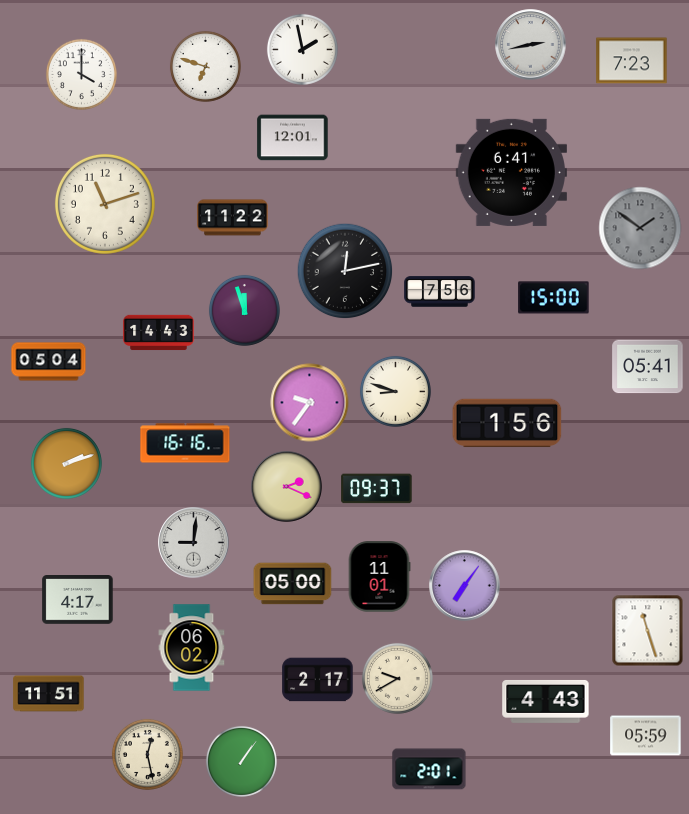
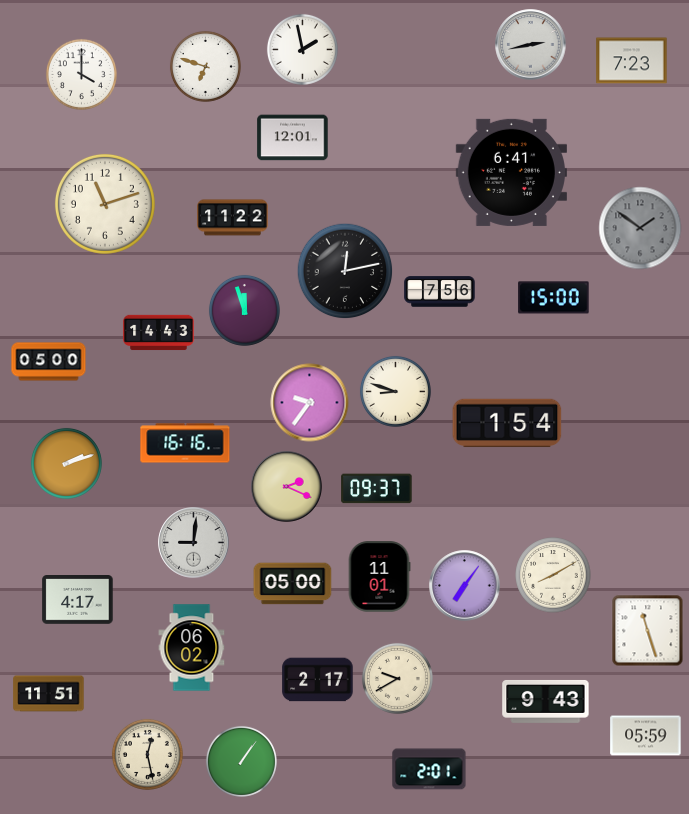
clock at (49, 362): 05:04 -> 05:00
clock at (648, 367): 05:41 -> none
clock at (507, 423): 1:56 -> 1:54
clock at (553, 575): none -> 8:10
clock at (546, 701): 4:43 -> 9:43
